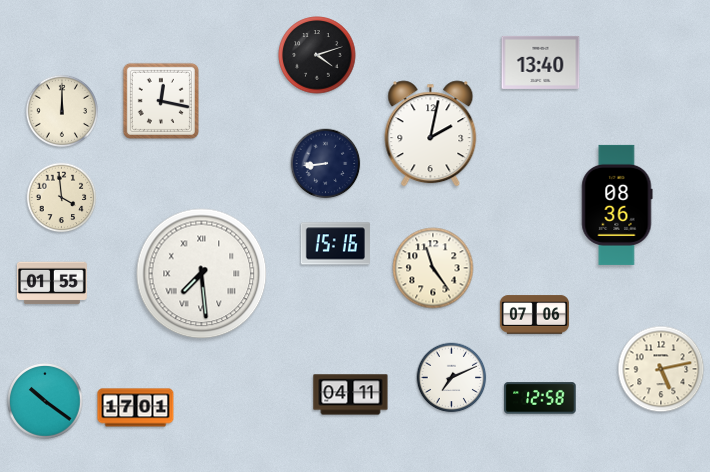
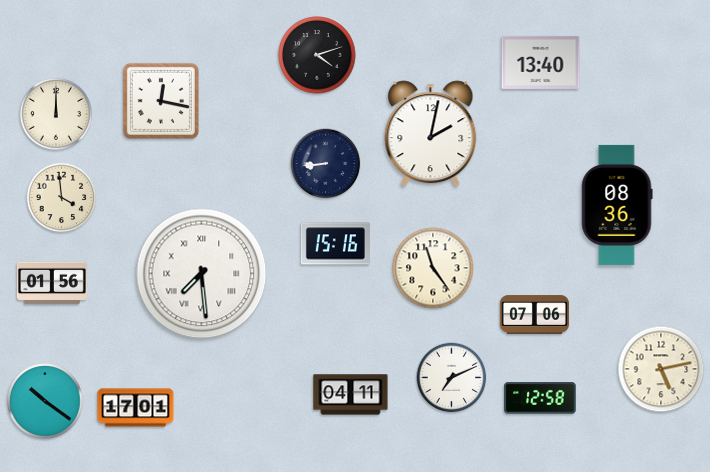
clock at (62, 111) position: (62, 111) -> (56, 114)
clock at (52, 283): 01:55 -> 01:56
